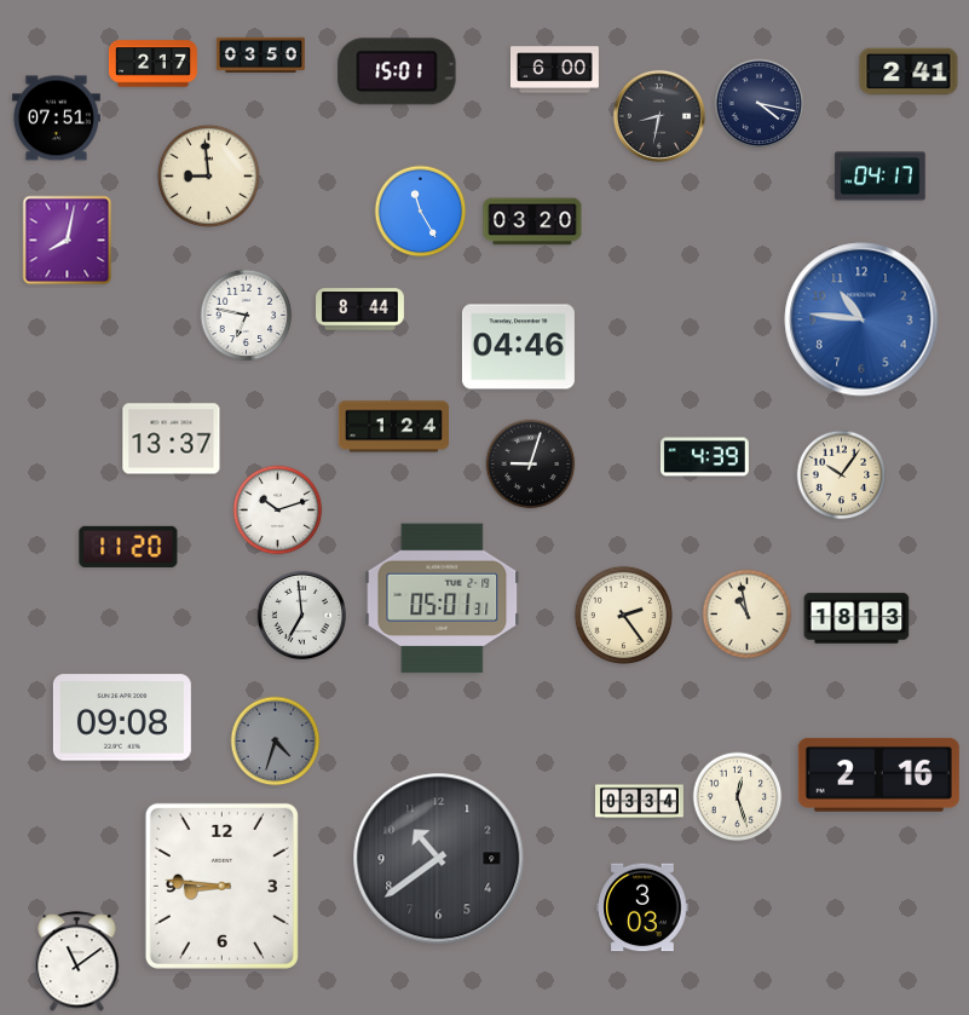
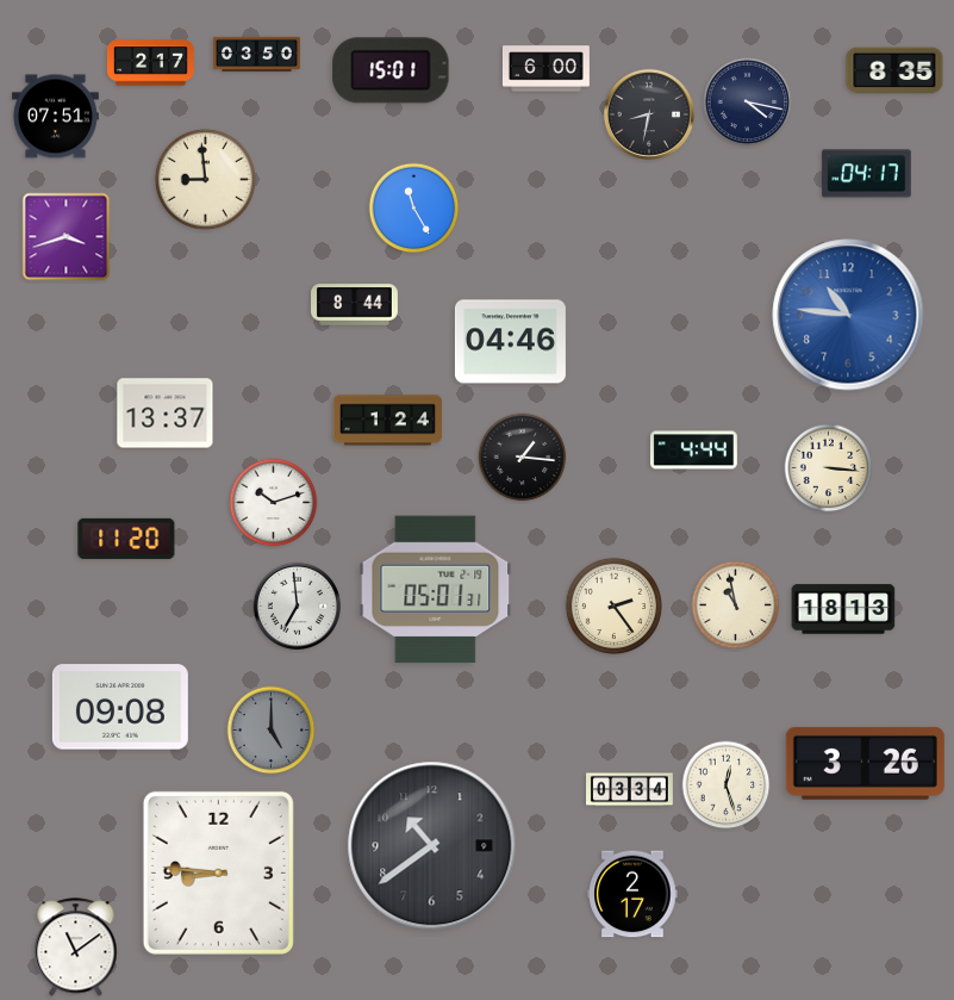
clock at (909, 71): 2:41 -> 8:35
clock at (208, 175) position: (208, 175) -> (205, 179)
clock at (532, 221): 03:20 -> none
clock at (68, 241): 8:02 -> 3:42
clock at (247, 316): 6:47 -> none
clock at (172, 439) position: (172, 439) -> (166, 414)
clock at (704, 457): 4:39 -> 4:44
clock at (531, 465): 9:03 -> 1:16
clock at (842, 475): 10:06 -> 3:16
clock at (276, 742): 4:33 -> 5:00
clock at (878, 774): 2:16 -> 3:26
clock at (642, 907): 3:03 -> 2:17
